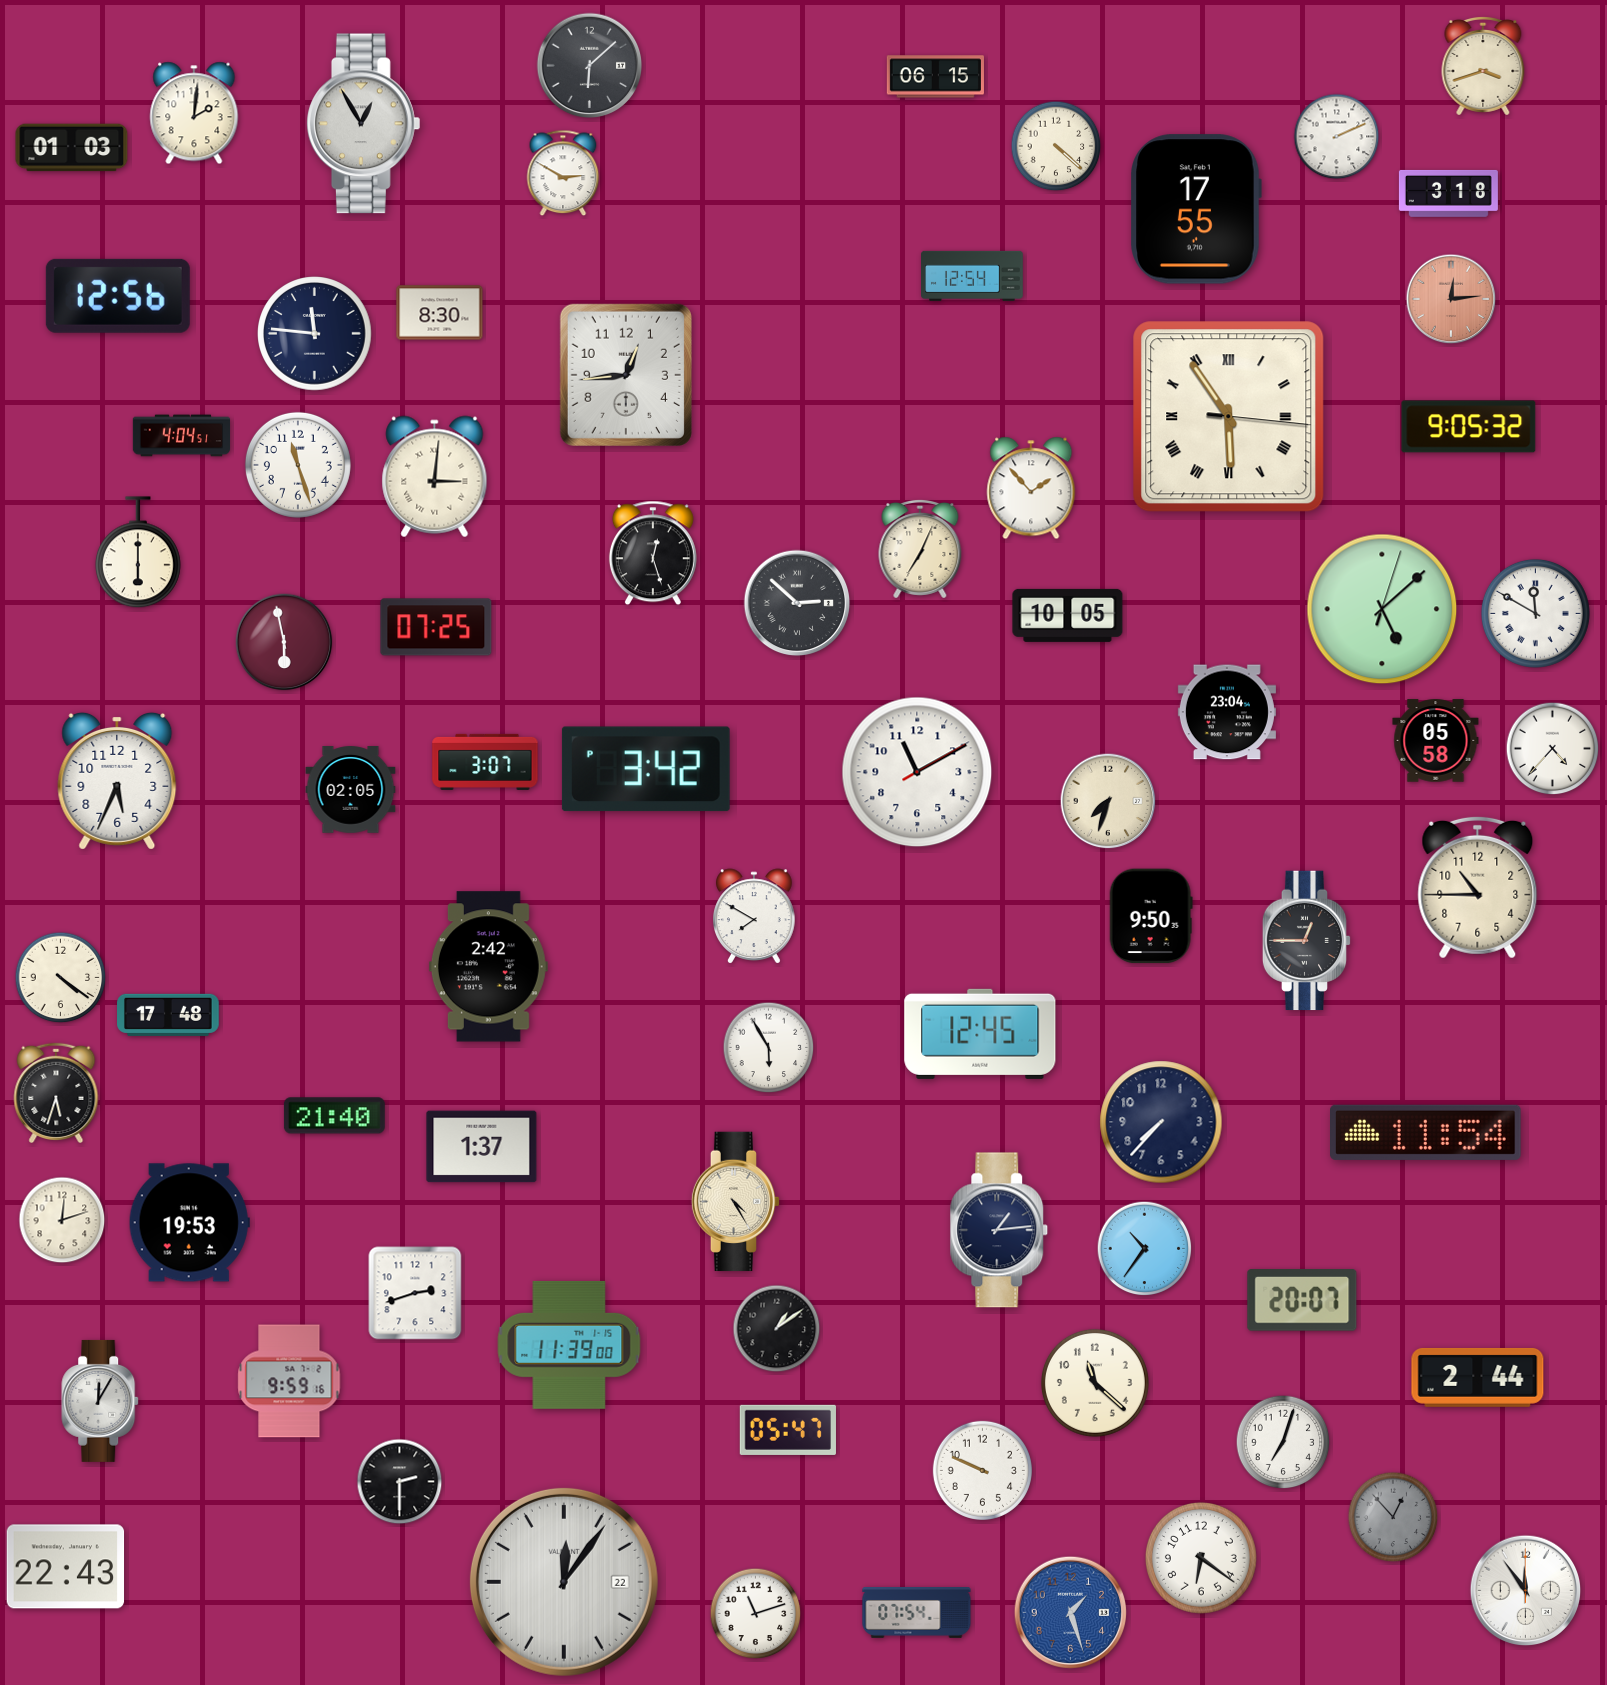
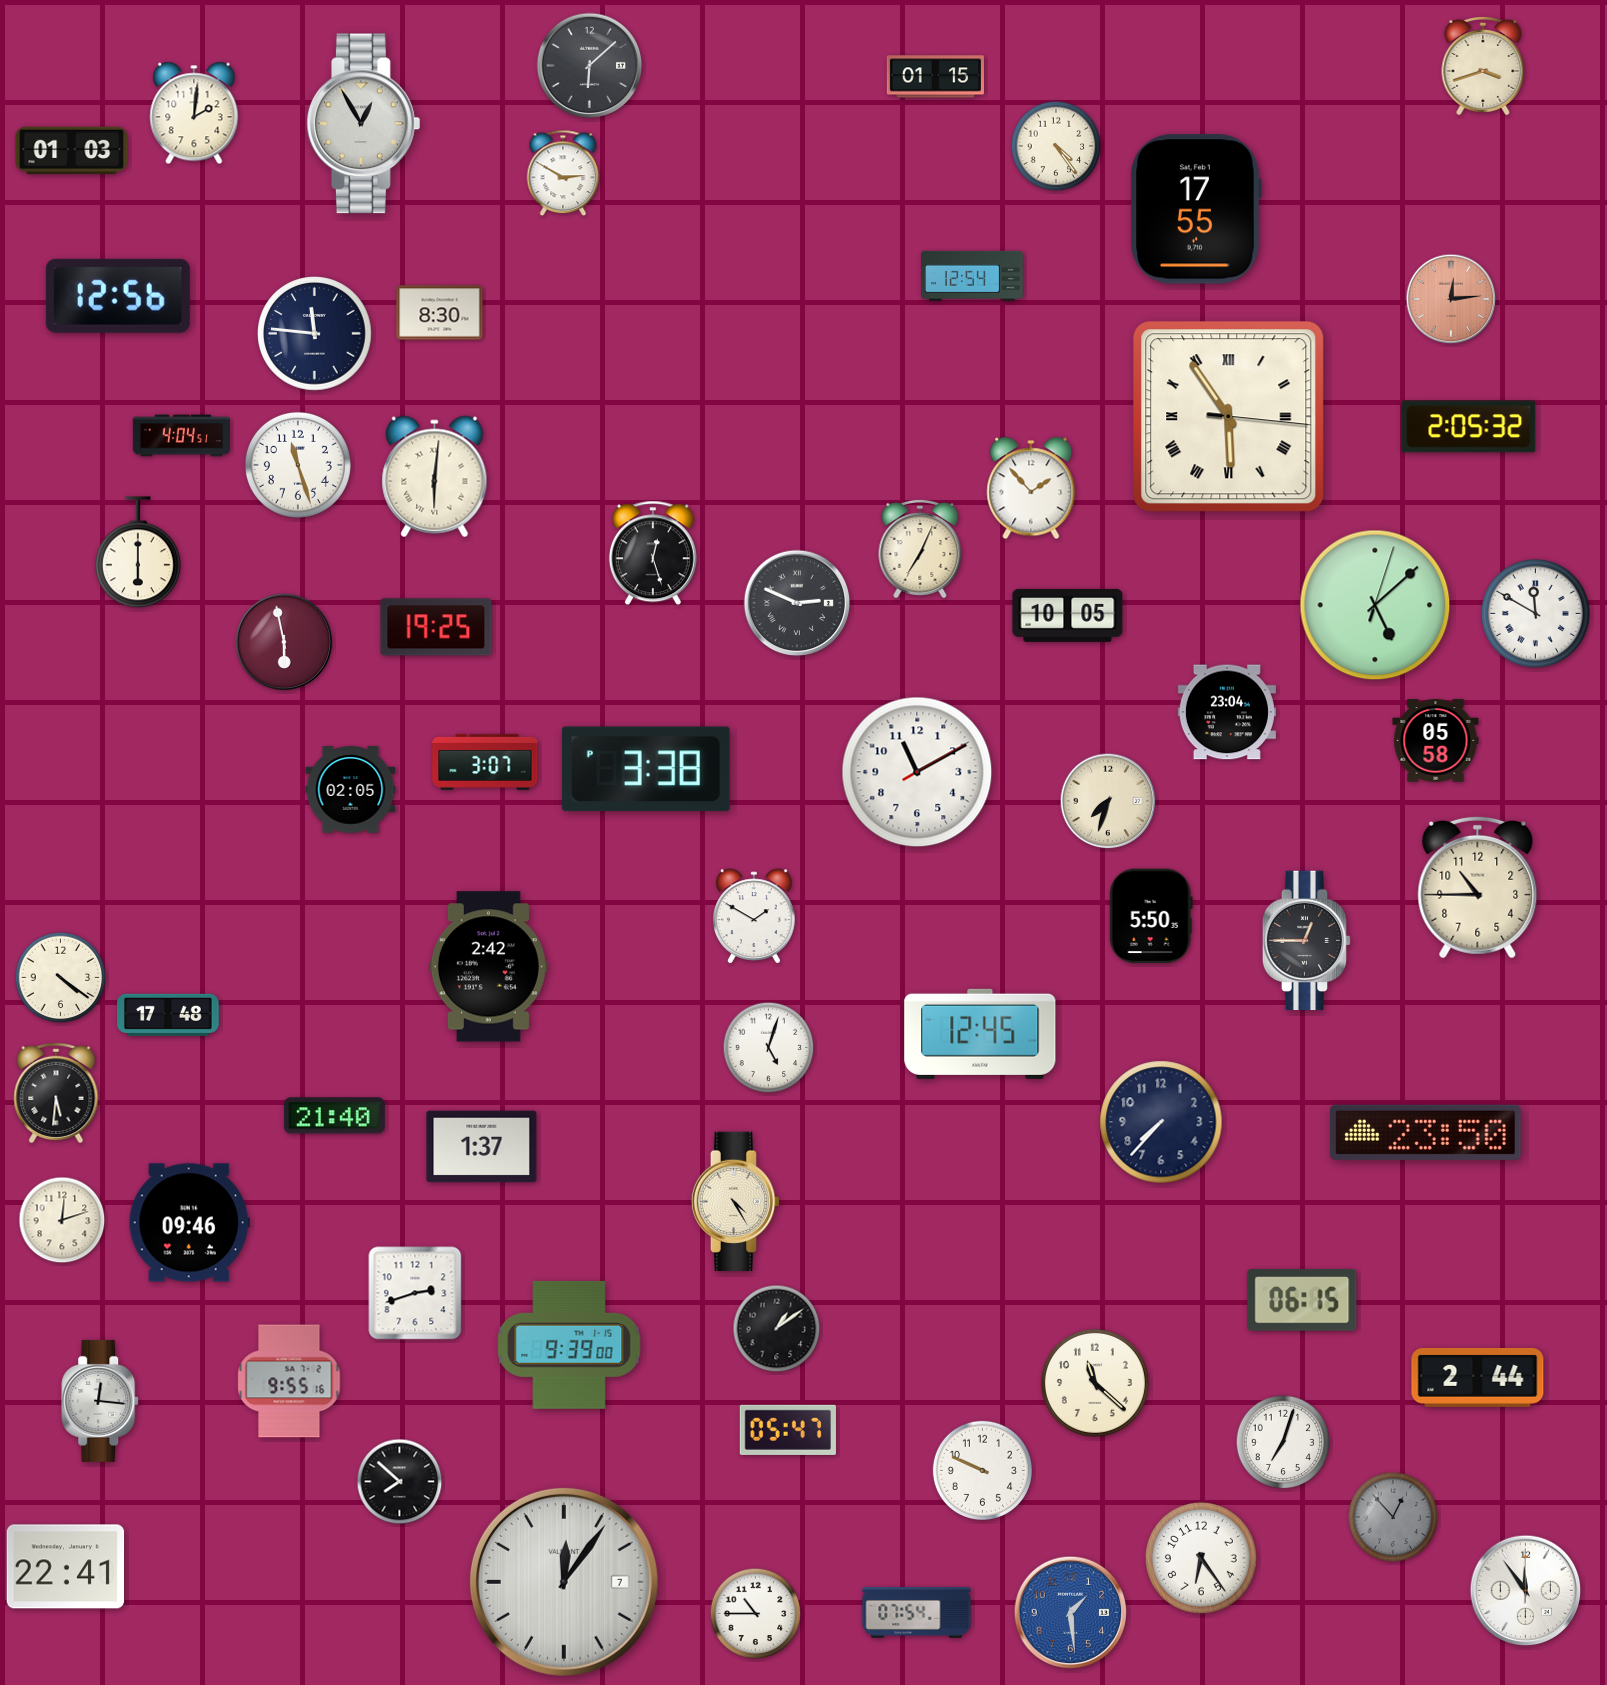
clock at (935, 77): 06:15 -> 01:15
clock at (1337, 137): 2:11 -> none
clock at (1056, 146): 4:22 -> 4:24
clock at (72, 148) position: (72, 148) -> (72, 151)
clock at (1448, 193): 3:18 -> none
clock at (626, 375): 12:44 -> none
clock at (1469, 427): 9:05 -> 2:05
clock at (435, 477): 3:01 -> 6:01
clock at (797, 603): 2:52 -> 2:49
clock at (1382, 609) position: (1382, 609) -> (1375, 605)
clock at (436, 627): 07:25 -> 19:25
clock at (1553, 749): 4:37 -> none
clock at (646, 769): 3:42 -> 3:38
clock at (117, 781): 5:34 -> none
clock at (755, 916): 7:50 -> 1:50
clock at (1151, 916): 9:50 -> 5:50
clock at (769, 1048): 5:55 -> 5:03
clock at (56, 1092): 5:33 -> 5:31
clock at (1426, 1132): 11:54 -> 23:50
clock at (189, 1223): 19:53 -> 09:46
clock at (999, 1230): 1:14 -> none
clock at (1145, 1249): 10:36 -> none
clock at (1302, 1300): 20:07 -> 06:15
clock at (569, 1345): 11:39 -> 9:39
clock at (289, 1381): 9:59 -> 9:55
clock at (101, 1401): 12:05 -> 12:16
clock at (400, 1482): 2:30 -> 7:52
clock at (1201, 1558): 6:21 -> 6:24
clock at (66, 1567): 22:43 -> 22:41
clock at (564, 1582) date: 22 -> 7
clock at (1071, 1613): 1:27 -> 1:29
clock at (756, 1614): 11:12 -> 10:45
